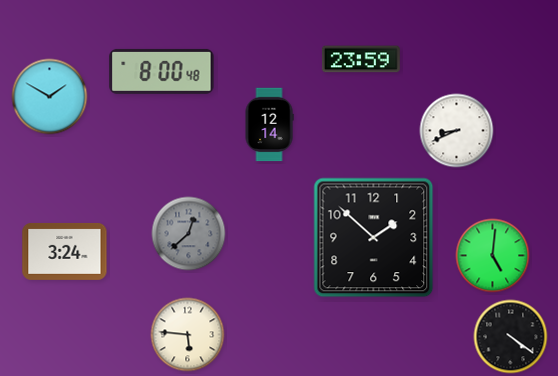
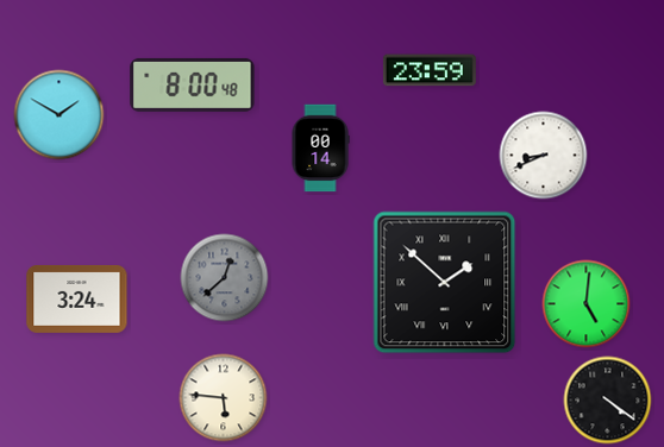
clock at (269, 125): 12:14 -> 00:14
clock at (374, 238) numerals: Arabic -> Roman
